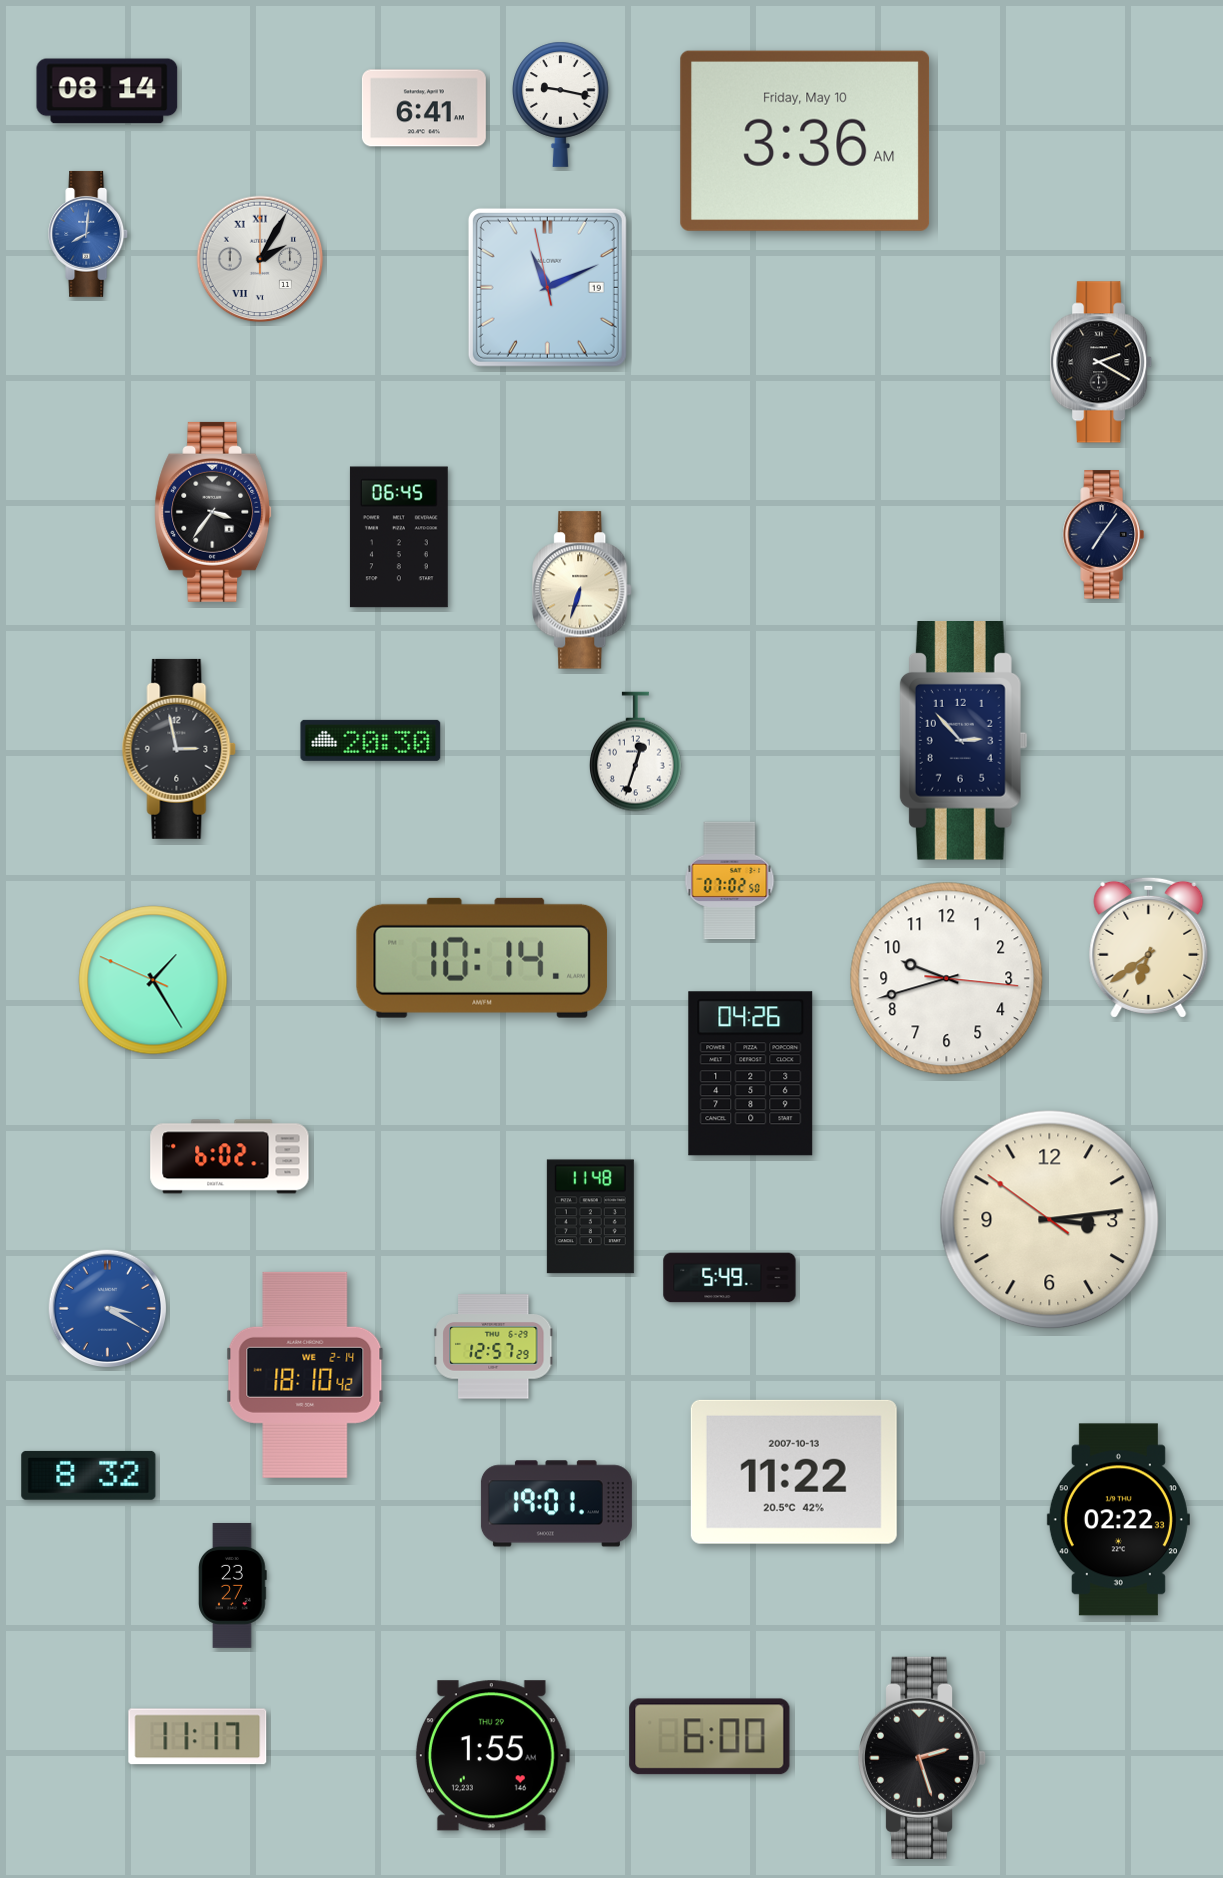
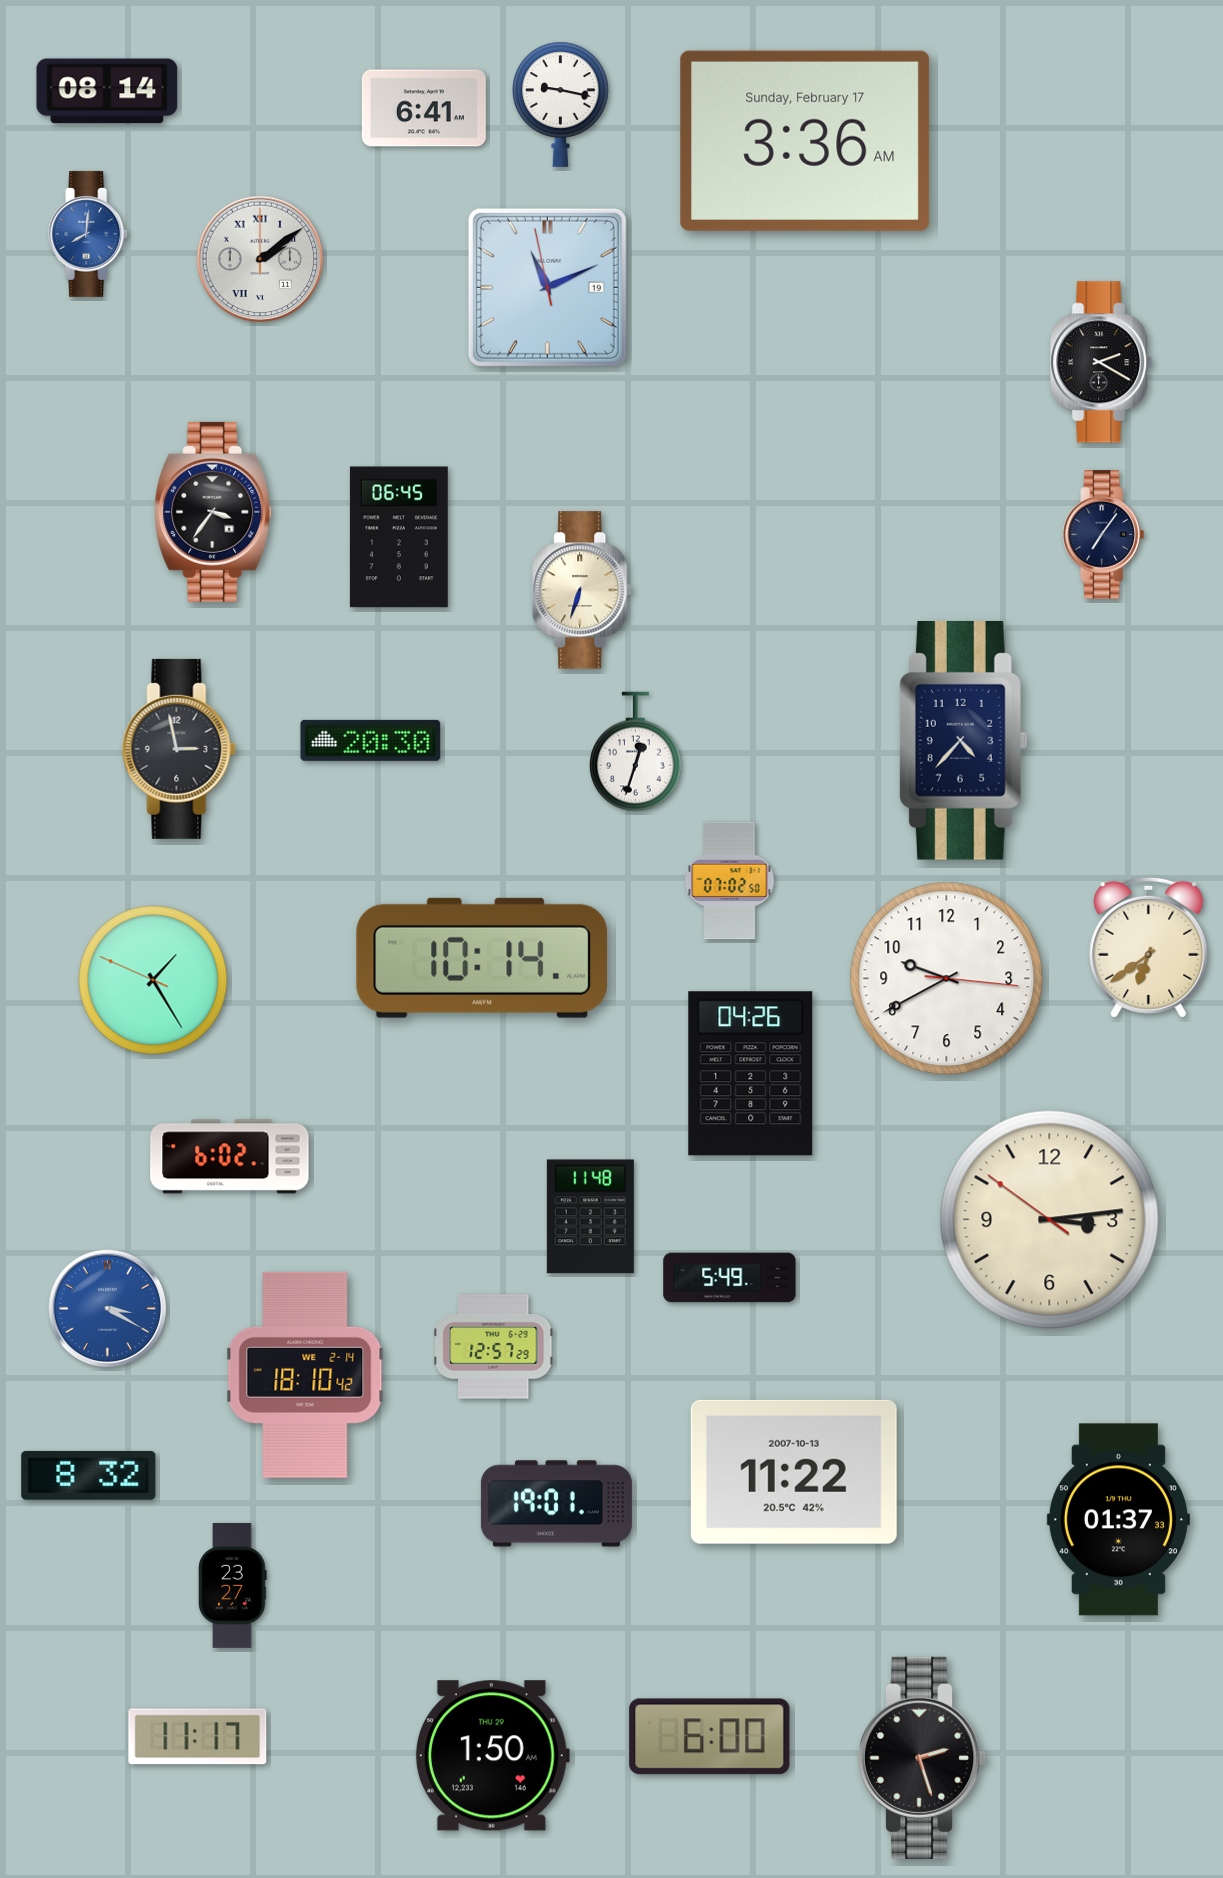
clock at (805, 141) date: Friday, May 10 -> Sunday, February 17
clock at (260, 259): 2:05 -> 2:09
clock at (963, 741): 2:53 -> 4:37
clock at (947, 979): 9:42 -> 9:40
clock at (1118, 1520): 02:22 -> 01:37
clock at (492, 1756): 1:55 -> 1:50
